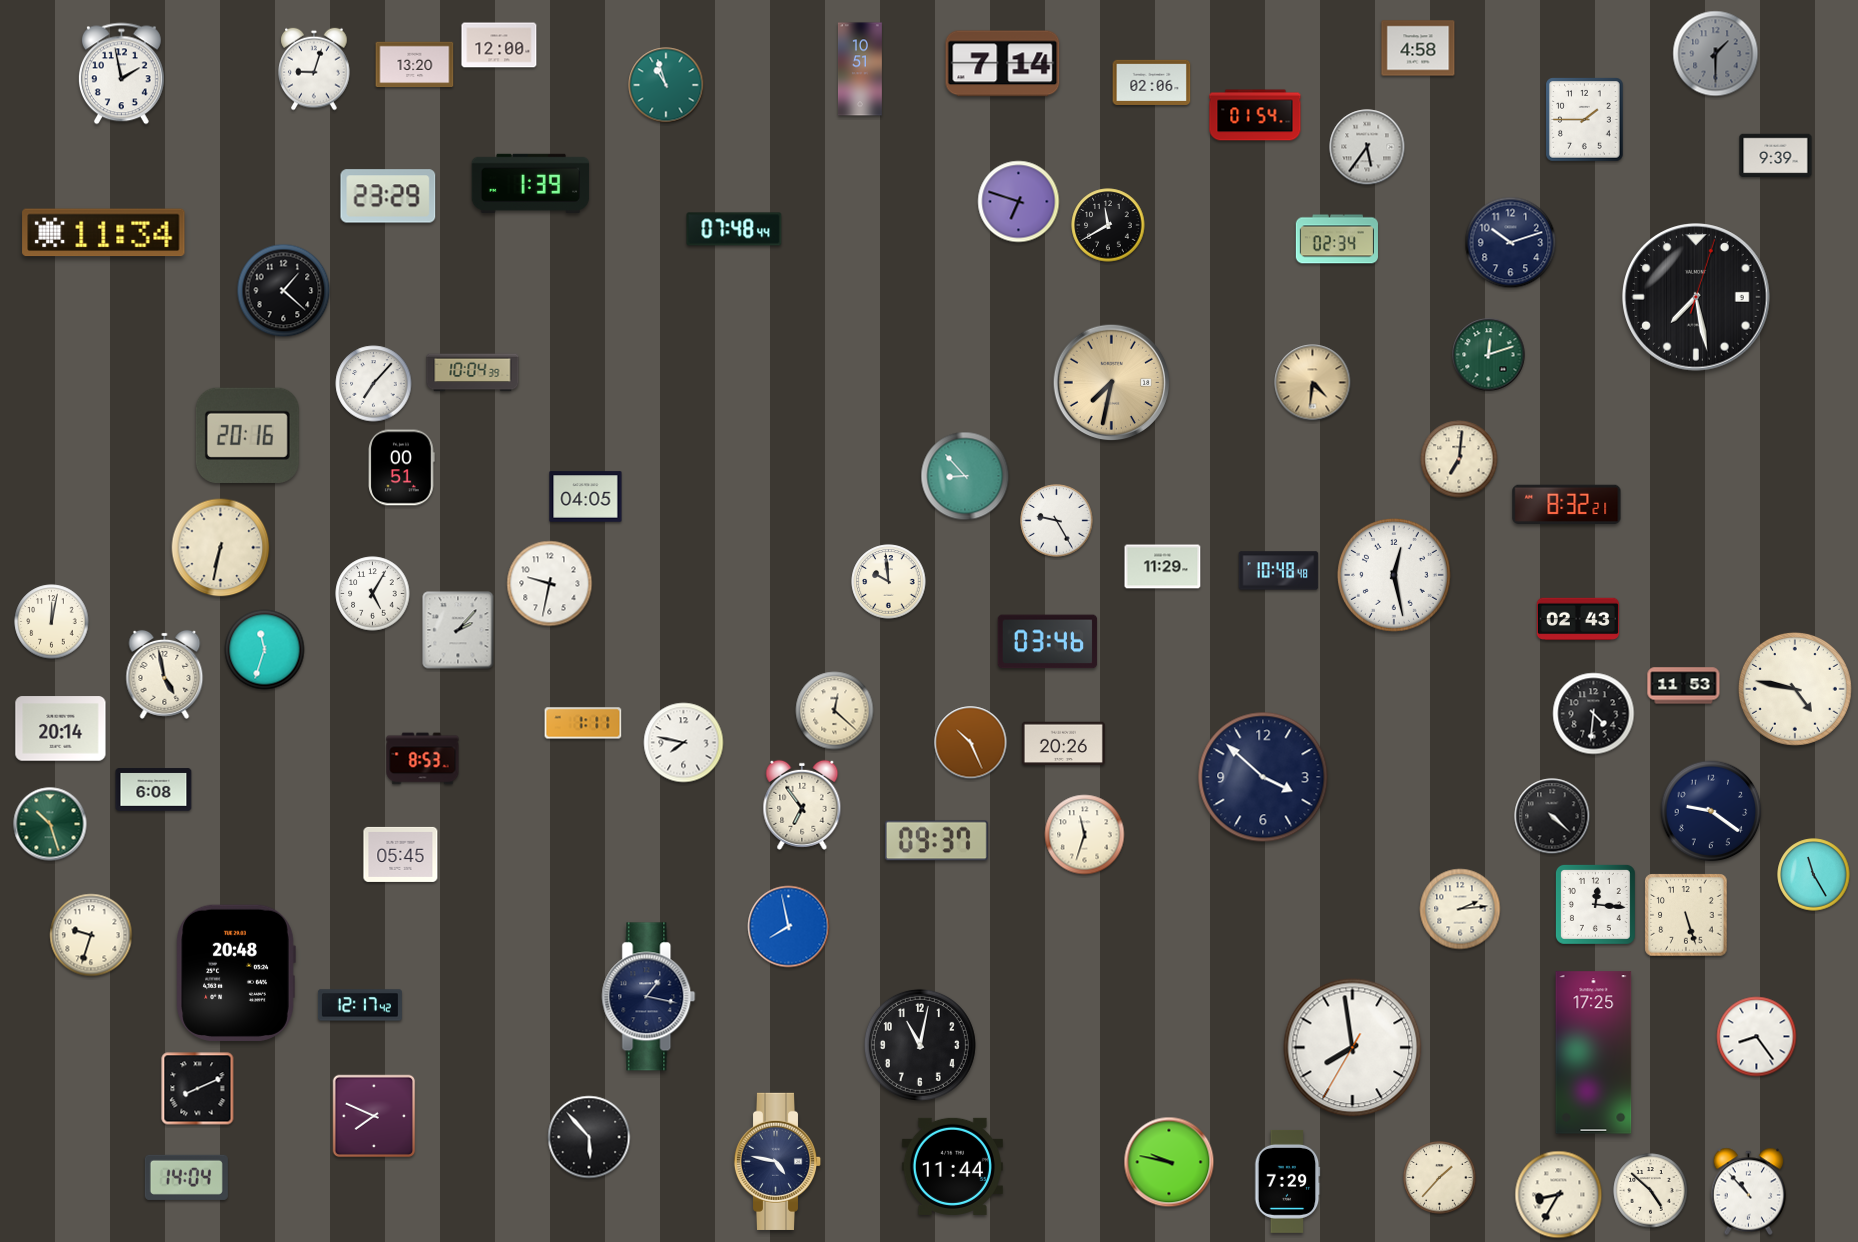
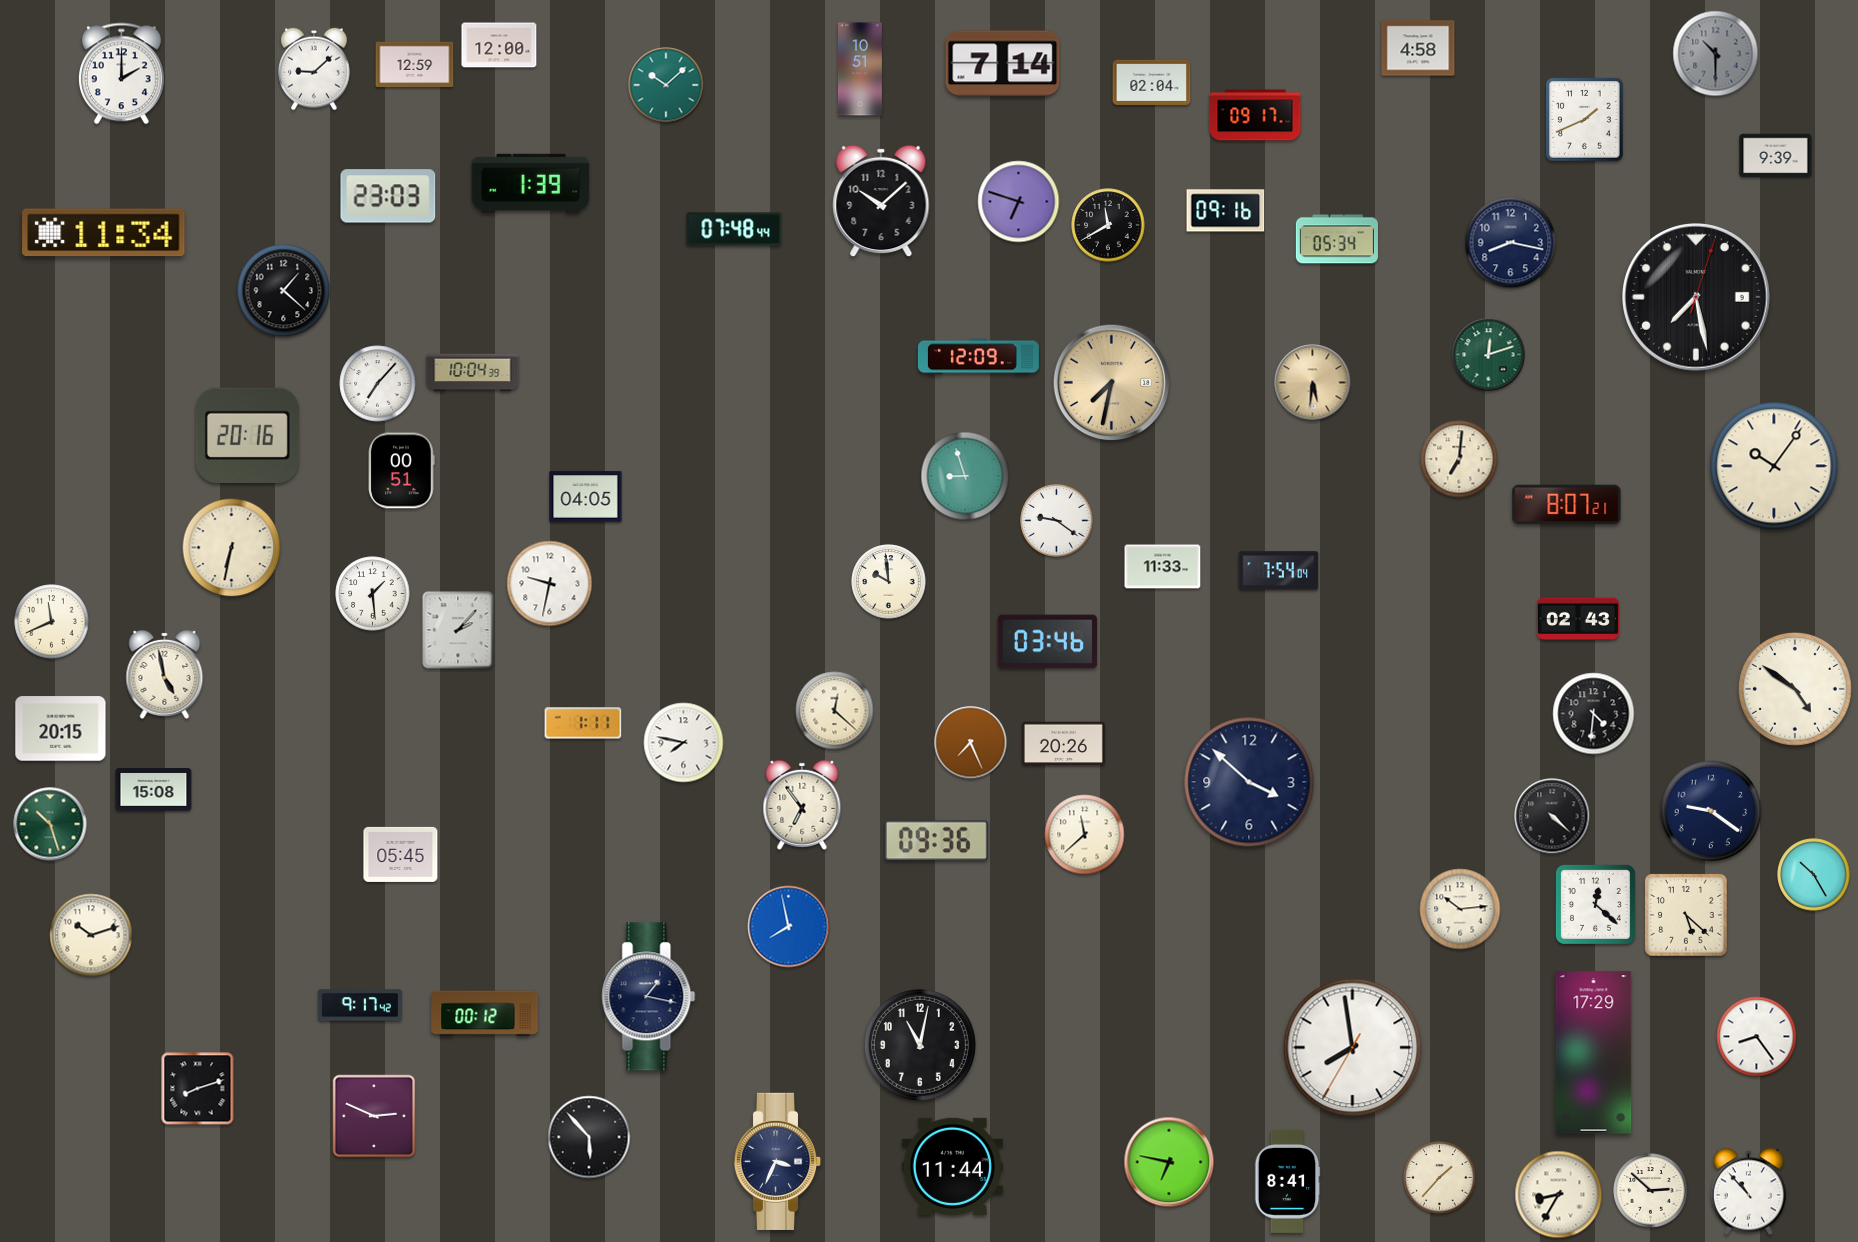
clock at (1716, 54): 1:30 -> 10:30
clock at (415, 65): 13:20 -> 12:59
clock at (314, 69): 9:03 -> 9:08
clock at (121, 74): 1:58 -> 2:00
clock at (1152, 82): 02:06 -> 02:04
clock at (666, 85): 10:57 -> 10:08
clock at (1255, 115): 01:54 -> 09:17
clock at (1585, 120): 1:45 -> 1:41
clock at (1367, 147): 5:36 -> none
clock at (388, 196): 23:29 -> 23:03
clock at (881, 201): none -> 10:08
clock at (1226, 211): none -> 09:16
clock at (1337, 239): 02:34 -> 05:34
clock at (1511, 243): 10:12 -> 8:17
clock at (978, 357): none -> 12:09
clock at (1313, 383): 4:31 -> 5:31
clock at (374, 384) position: (374, 384) -> (378, 384)
clock at (1774, 466): none -> 10:06
clock at (402, 468) position: (402, 468) -> (402, 471)
clock at (965, 476): 8:53 -> 8:57
clock at (1567, 505): 8:32 -> 8:07
clock at (1057, 521): 9:25 -> 9:21
clock at (221, 548) position: (221, 548) -> (232, 548)
clock at (1163, 567): 11:29 -> 11:33
clock at (1279, 571): 10:48 -> 7:54
clock at (1394, 575): 12:28 -> none
clock at (373, 594): 5:05 -> 1:29
clock at (52, 622): 12:02 -> 11:41
clock at (265, 650): 11:33 -> none
clock at (1684, 686): 11:53 -> none
clock at (1795, 689): 4:47 -> 4:51
clock at (61, 729): 20:14 -> 20:15
clock at (971, 743): 10:26 -> 7:26
clock at (423, 759): 8:53 -> none
clock at (1263, 777) position: (1263, 777) -> (1249, 782)
clock at (154, 790): 6:08 -> 15:08
clock at (1085, 835): 11:33 -> 11:38
clock at (936, 841): 09:37 -> 09:36
clock at (1814, 875): 11:25 -> 10:25
clock at (1595, 904): 12:16 -> 12:22
clock at (1460, 909): 2:14 -> 10:14
clock at (1686, 915): 5:27 -> 5:22
clock at (91, 935): 9:33 -> 10:12
clock at (236, 973): 20:48 -> none
clock at (360, 1005): 12:17 -> 9:17
clock at (485, 1014): none -> 00:12
clock at (1594, 1053): 17:25 -> 17:29
clock at (198, 1089): 8:11 -> 8:12
clock at (374, 1116): 7:49 -> 2:49
clock at (778, 1161): 4:47 -> 3:34
clock at (1169, 1162): 9:47 -> 6:47
clock at (186, 1177): 14:04 -> none
clock at (1287, 1181): 7:29 -> 8:41
clock at (1651, 1191): 4:52 -> 2:52
